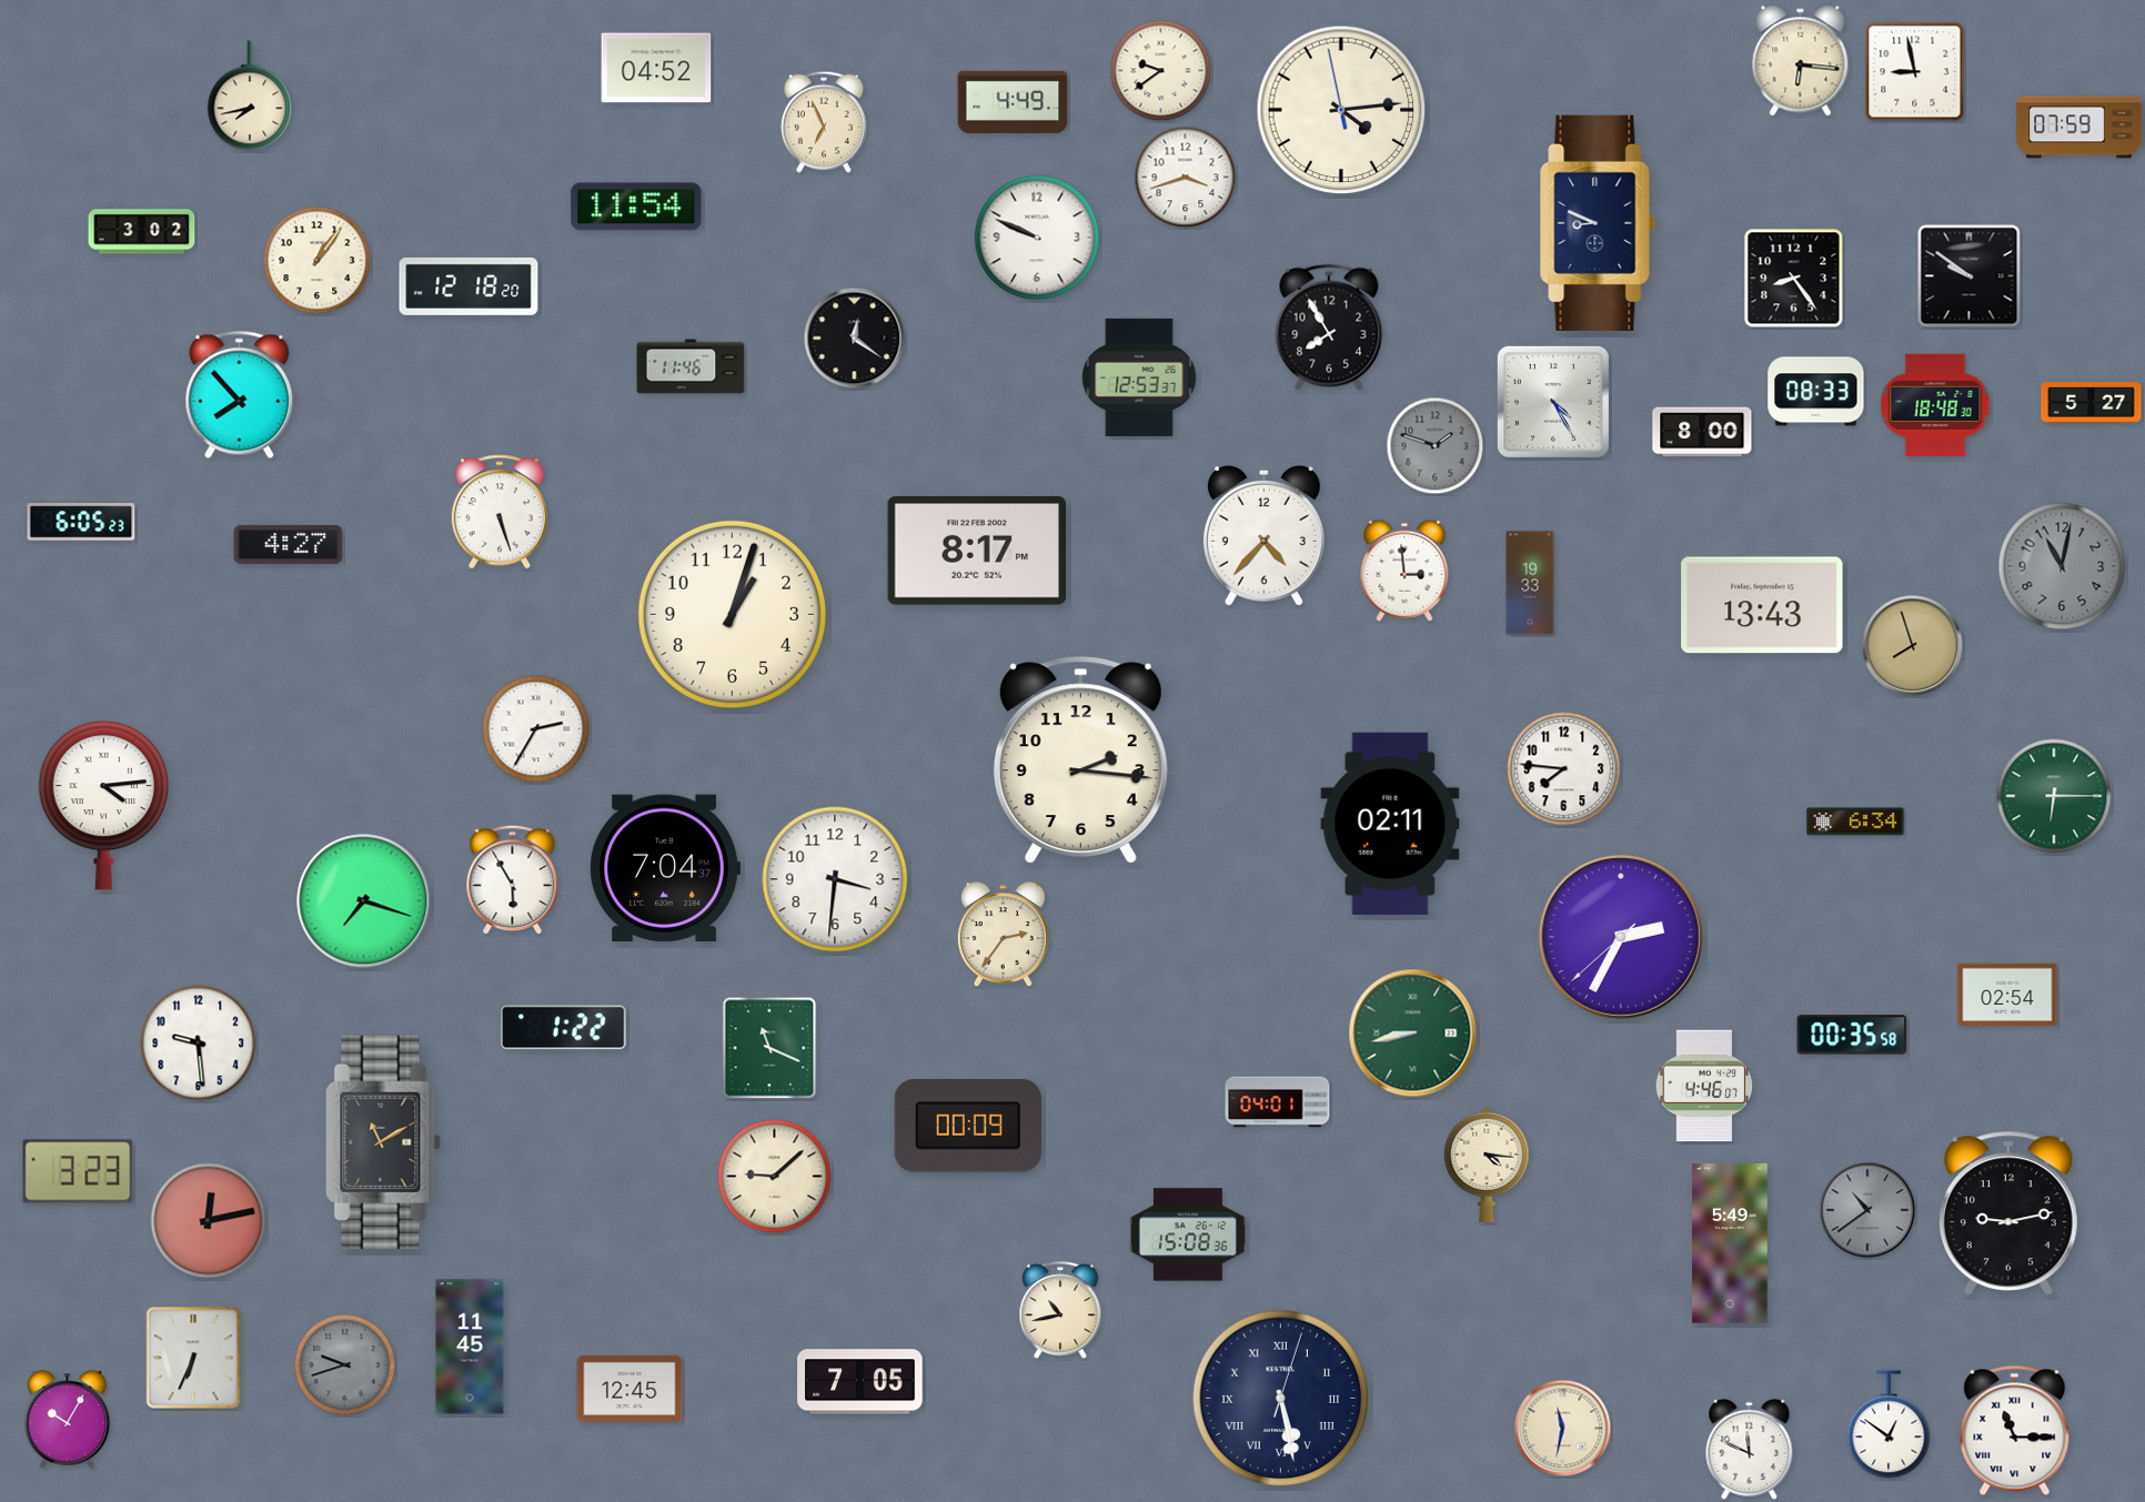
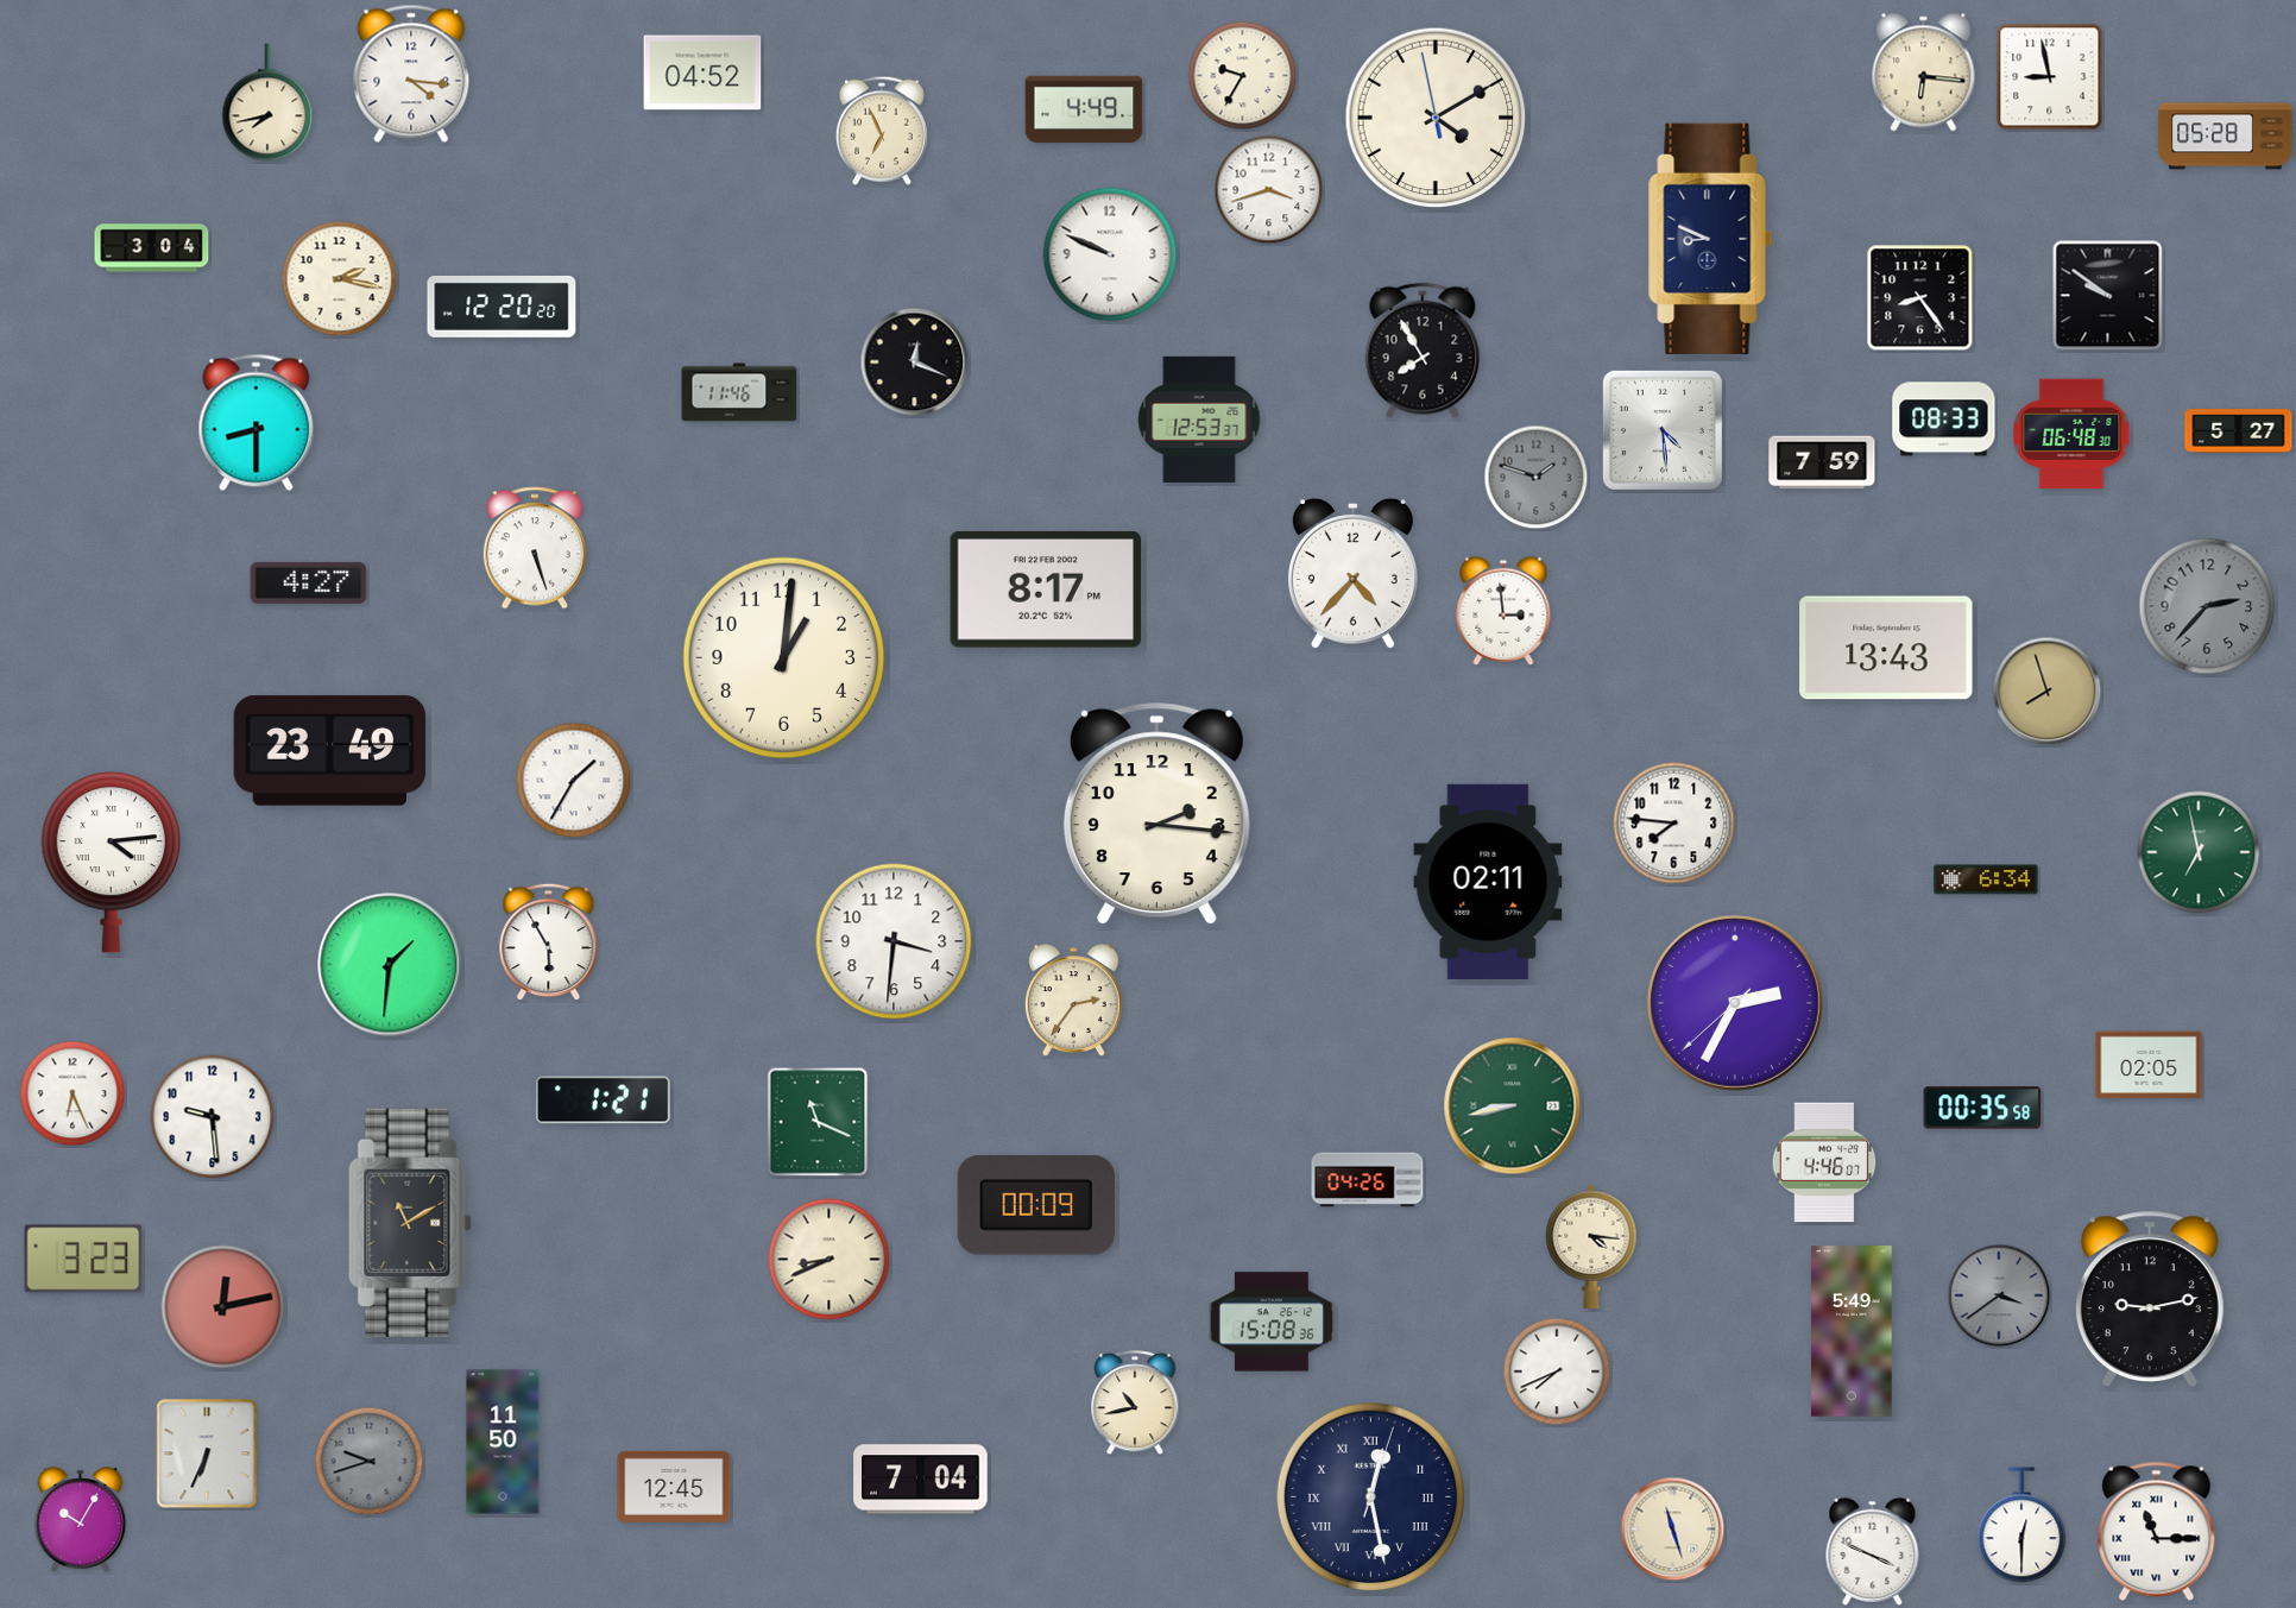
clock at (1801, 61) position: (1801, 61) -> (1924, 72)
clock at (411, 74): none -> 4:16
clock at (1161, 71): 9:39 -> 9:35
clock at (1341, 110): 4:13 -> 4:09
clock at (2079, 128): 07:59 -> 05:28
clock at (636, 206): 11:54 -> none
clock at (142, 232): 3:02 -> 3:04
clock at (318, 261): 1:06 -> 2:17
clock at (469, 286): 12:18 -> 12:20
clock at (855, 339): 12:21 -> 12:19
clock at (1139, 377) position: (1139, 377) -> (1199, 420)
clock at (240, 395): 7:53 -> 8:30
clock at (1553, 402): 4:25 -> 4:29
clock at (1935, 405): 18:48 -> 06:48
clock at (1702, 432): 8:00 -> 7:59
clock at (81, 522): 6:05 -> none
clock at (2062, 566): 11:02 -> 2:37
clock at (1530, 583): 19:33 -> none
clock at (733, 615): 1:03 -> 1:01
clock at (330, 751): none -> 23:49
clock at (536, 729): 2:35 -> 1:35
clock at (2054, 796): 6:15 -> 6:58
clock at (665, 868): 7:04 -> none
clock at (364, 901): 7:18 -> 1:31
clock at (2007, 995): 02:54 -> 02:05
clock at (72, 1093): none -> 6:26
clock at (564, 1028): 1:22 -> 1:21
clock at (769, 1048) position: (769, 1048) -> (818, 1122)
clock at (1278, 1102): 04:01 -> 04:26
clock at (78, 1171) position: (78, 1171) -> (83, 1259)
clock at (775, 1177): 9:08 -> 8:41
clock at (1867, 1210): 10:39 -> 3:39
clock at (1557, 1371): none -> 7:41
clock at (470, 1347): 11:45 -> 11:50
clock at (860, 1382): 7:05 -> 7:04
clock at (1281, 1399): 5:28 -> 12:28
clock at (68, 1420) position: (68, 1420) -> (81, 1520)
clock at (1889, 1424): 12:51 -> 12:30
clock at (1563, 1429): 11:32 -> 11:27
clock at (1750, 1449): 11:49 -> 3:49
